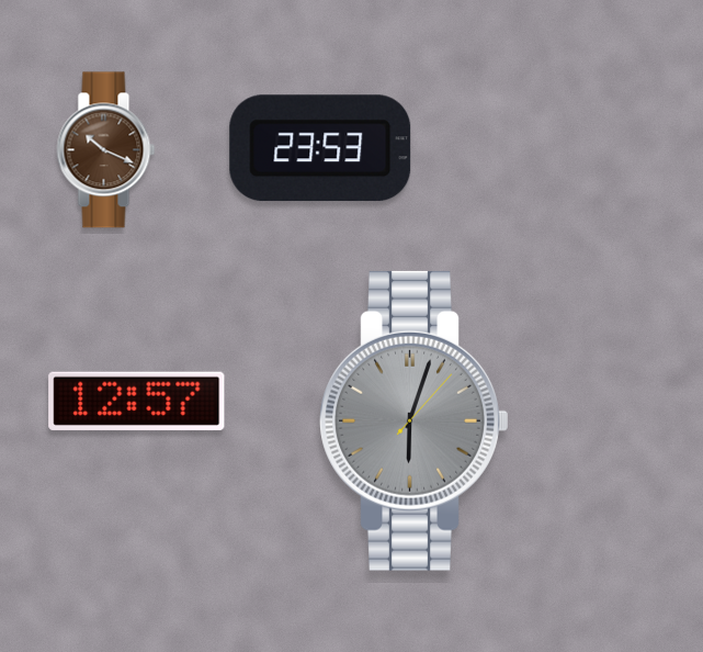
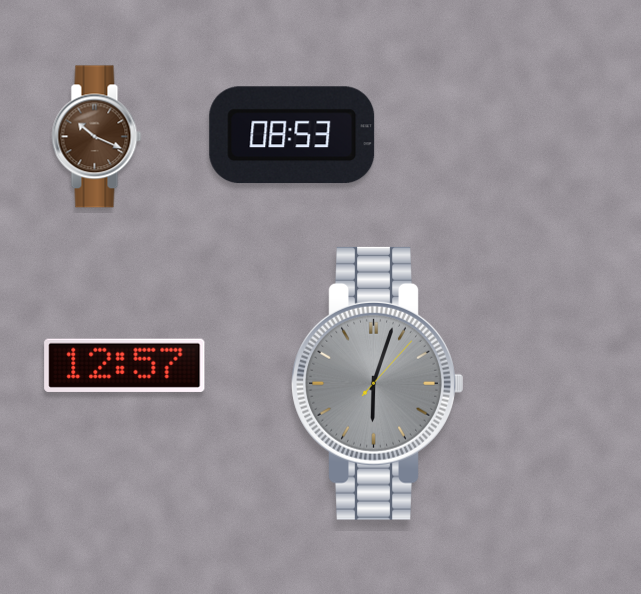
clock at (320, 148): 23:53 -> 08:53
